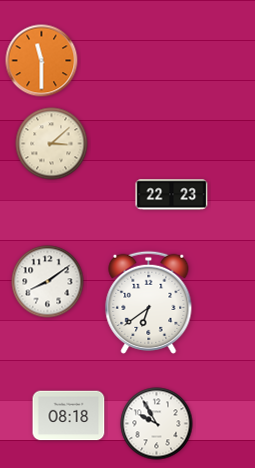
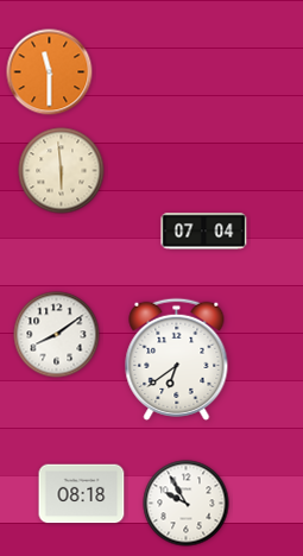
clock at (52, 144): 3:08 -> 5:59
clock at (172, 195): 22:23 -> 07:04
